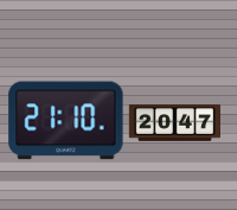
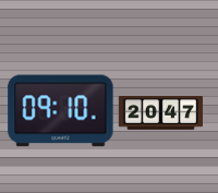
clock at (66, 121): 21:10 -> 09:10
